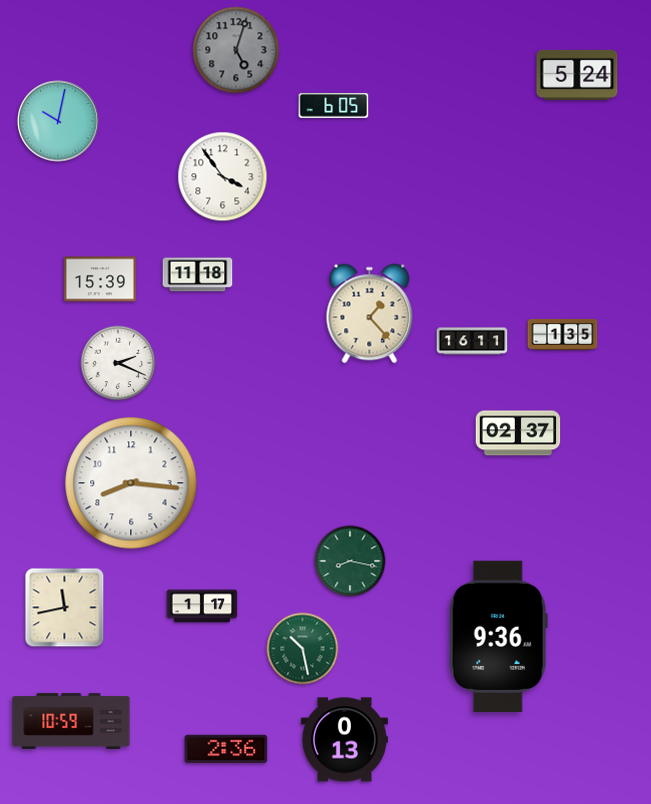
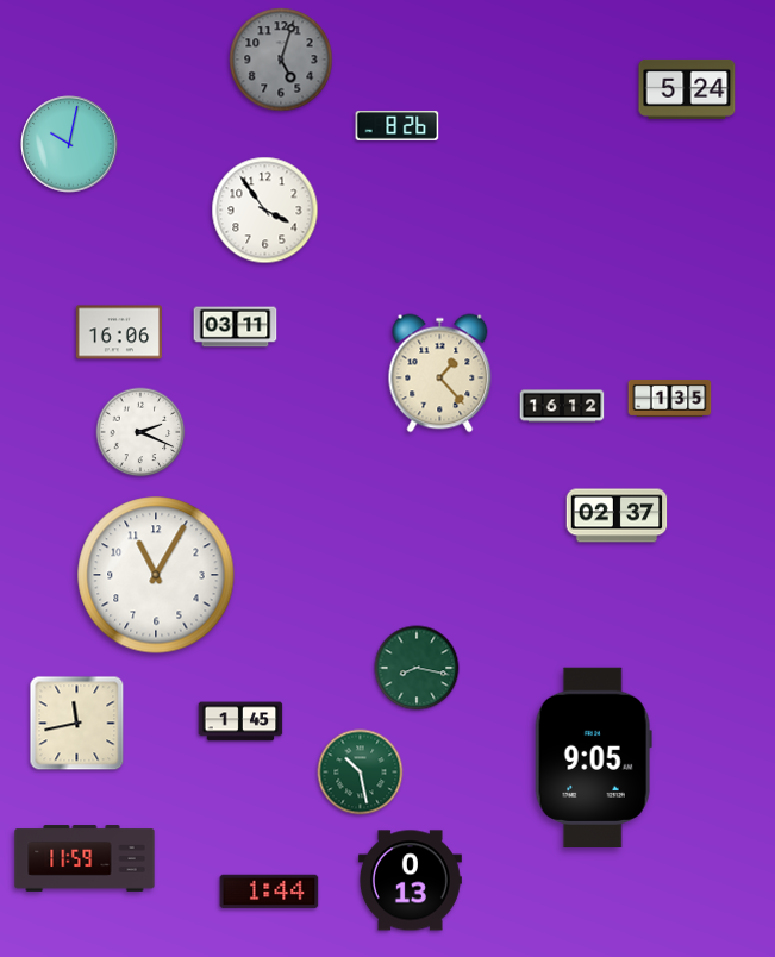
clock at (334, 106): 6:05 -> 8:26
clock at (198, 275): 11:18 -> 03:11
clock at (99, 279): 15:39 -> 16:06
clock at (472, 341): 16:11 -> 16:12
clock at (131, 483): 8:16 -> 11:05
clock at (202, 606): 1:17 -> 1:45
clock at (498, 636): 9:36 -> 9:05
clock at (71, 721): 10:59 -> 11:59
clock at (226, 749): 2:36 -> 1:44
